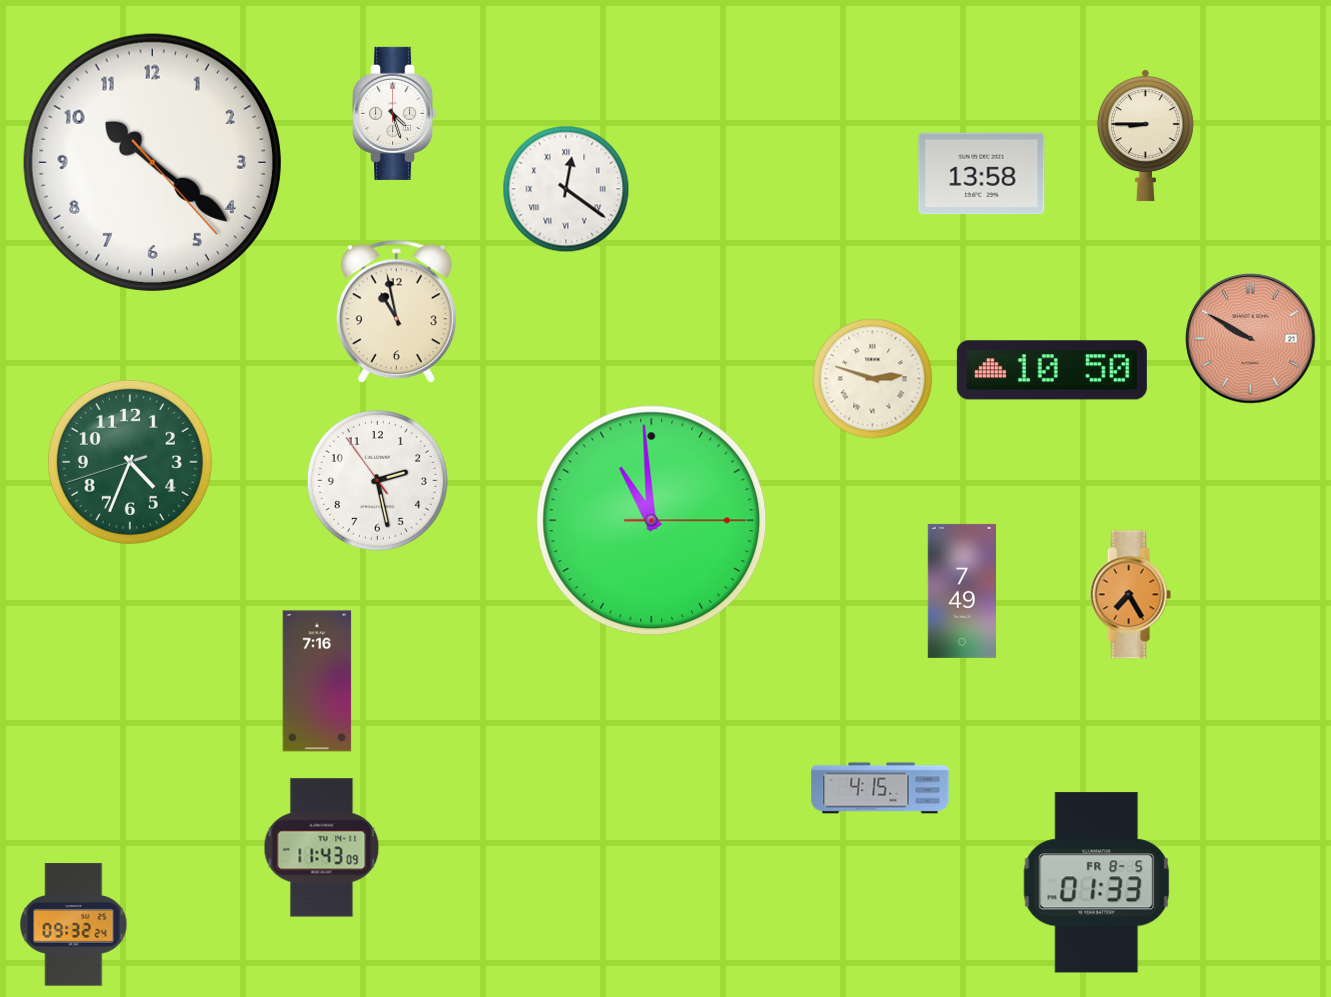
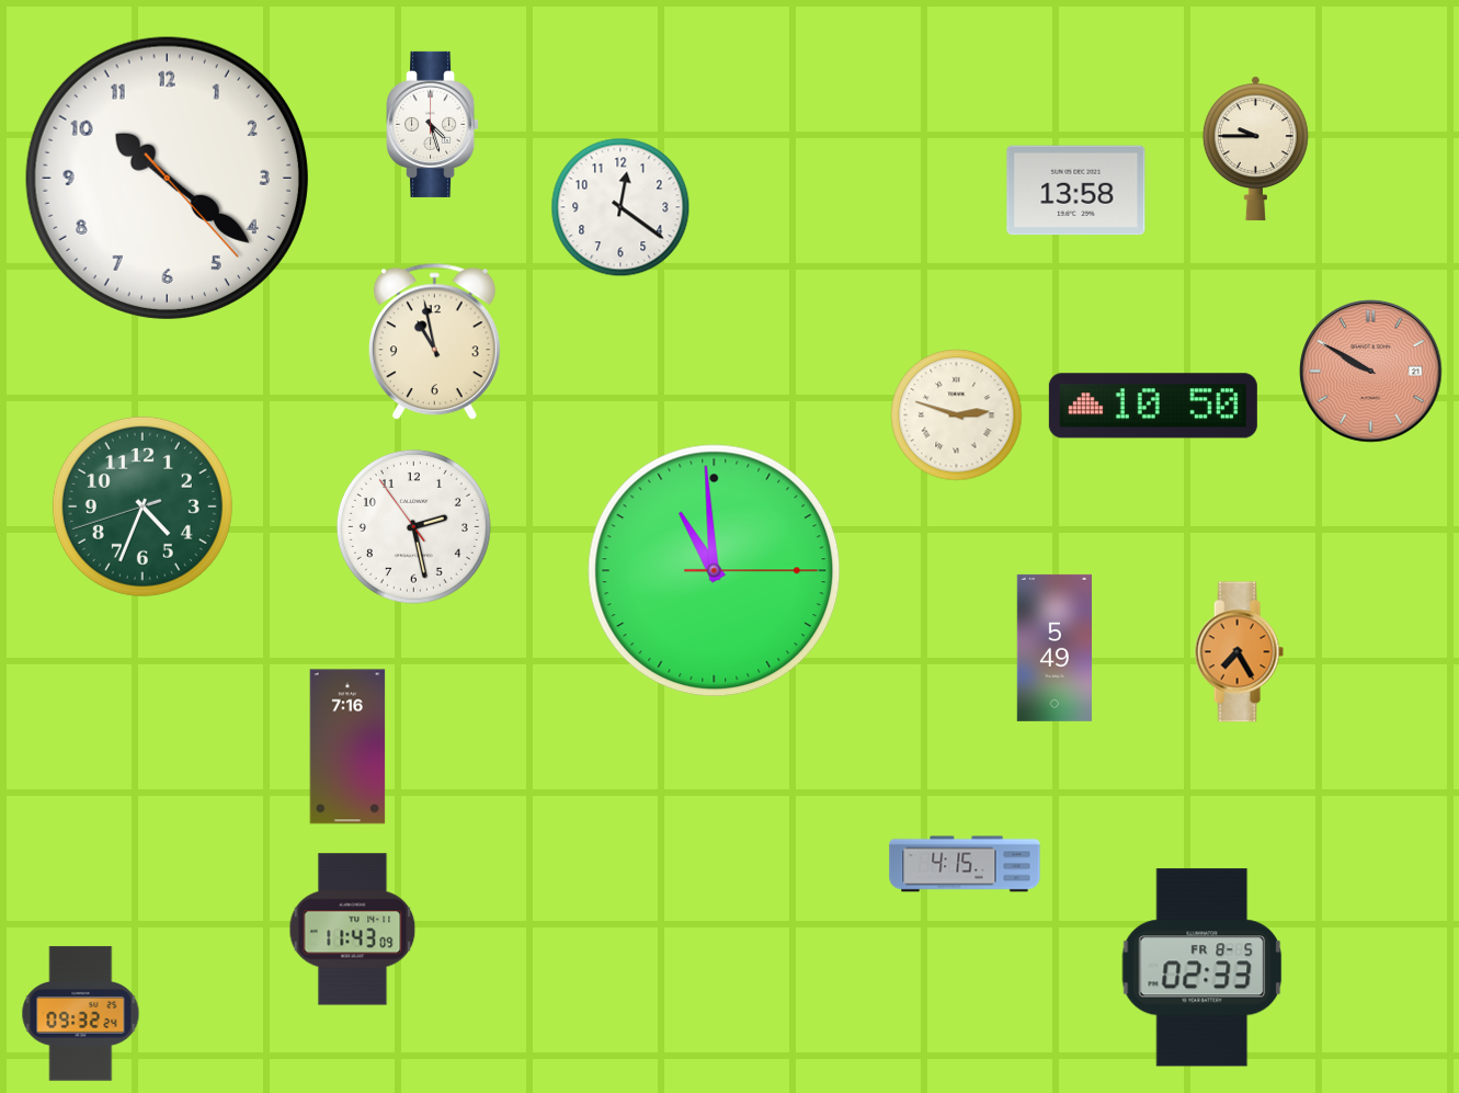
clock at (1145, 136): 8:45 -> 9:45
clock at (566, 189) numerals: Roman -> Arabic
clock at (961, 591): 7:49 -> 5:49
clock at (1097, 883): 01:33 -> 02:33
